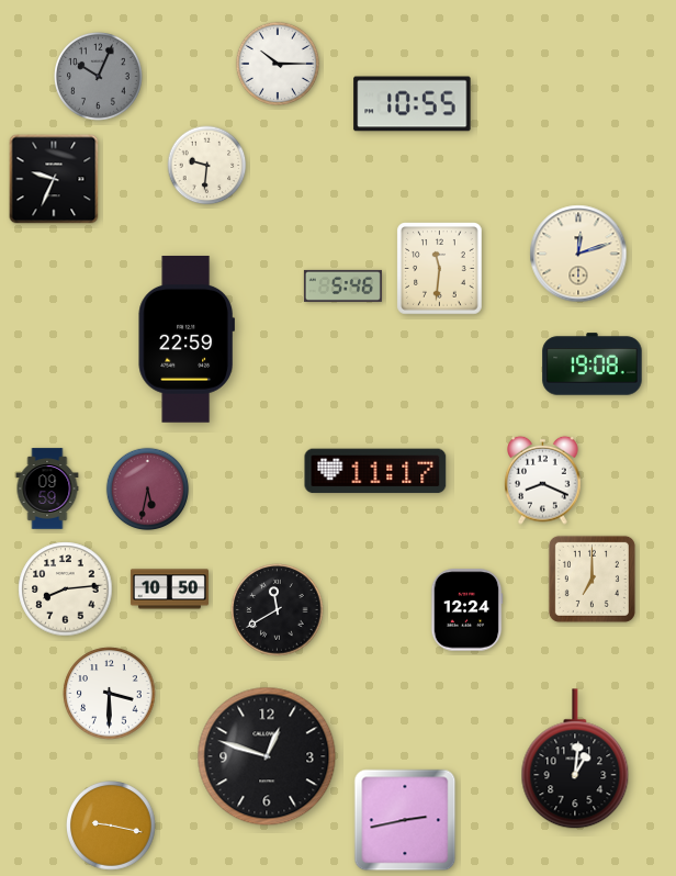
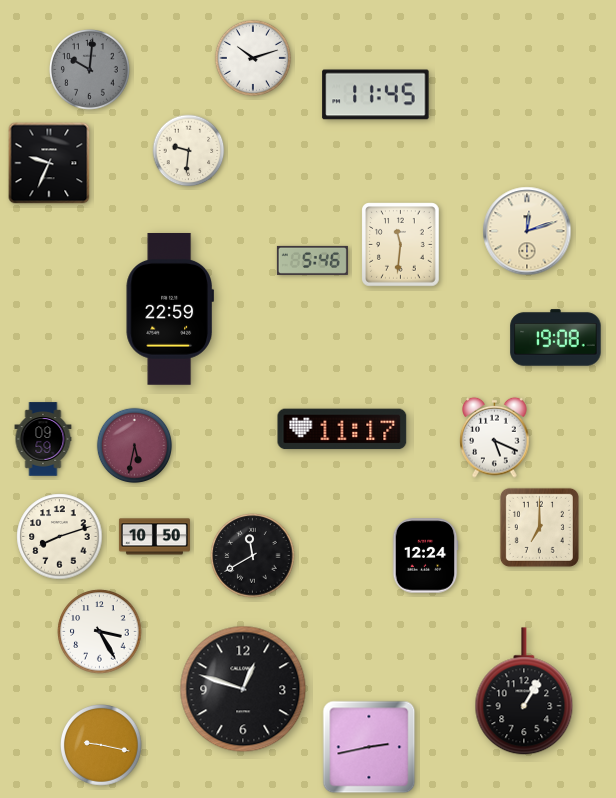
clock at (277, 63): 10:15 -> 10:12
clock at (99, 77): 10:04 -> 10:01
clock at (413, 104): 10:55 -> 11:45
clock at (593, 364) position: (593, 364) -> (556, 338)
clock at (543, 480): 8:19 -> 5:19
clock at (47, 488) position: (47, 488) -> (43, 439)
clock at (66, 589): 8:14 -> 8:12
clock at (110, 694): 3:30 -> 3:25
clock at (575, 760): 1:01 -> 1:05
clock at (112, 827) position: (112, 827) -> (102, 746)
